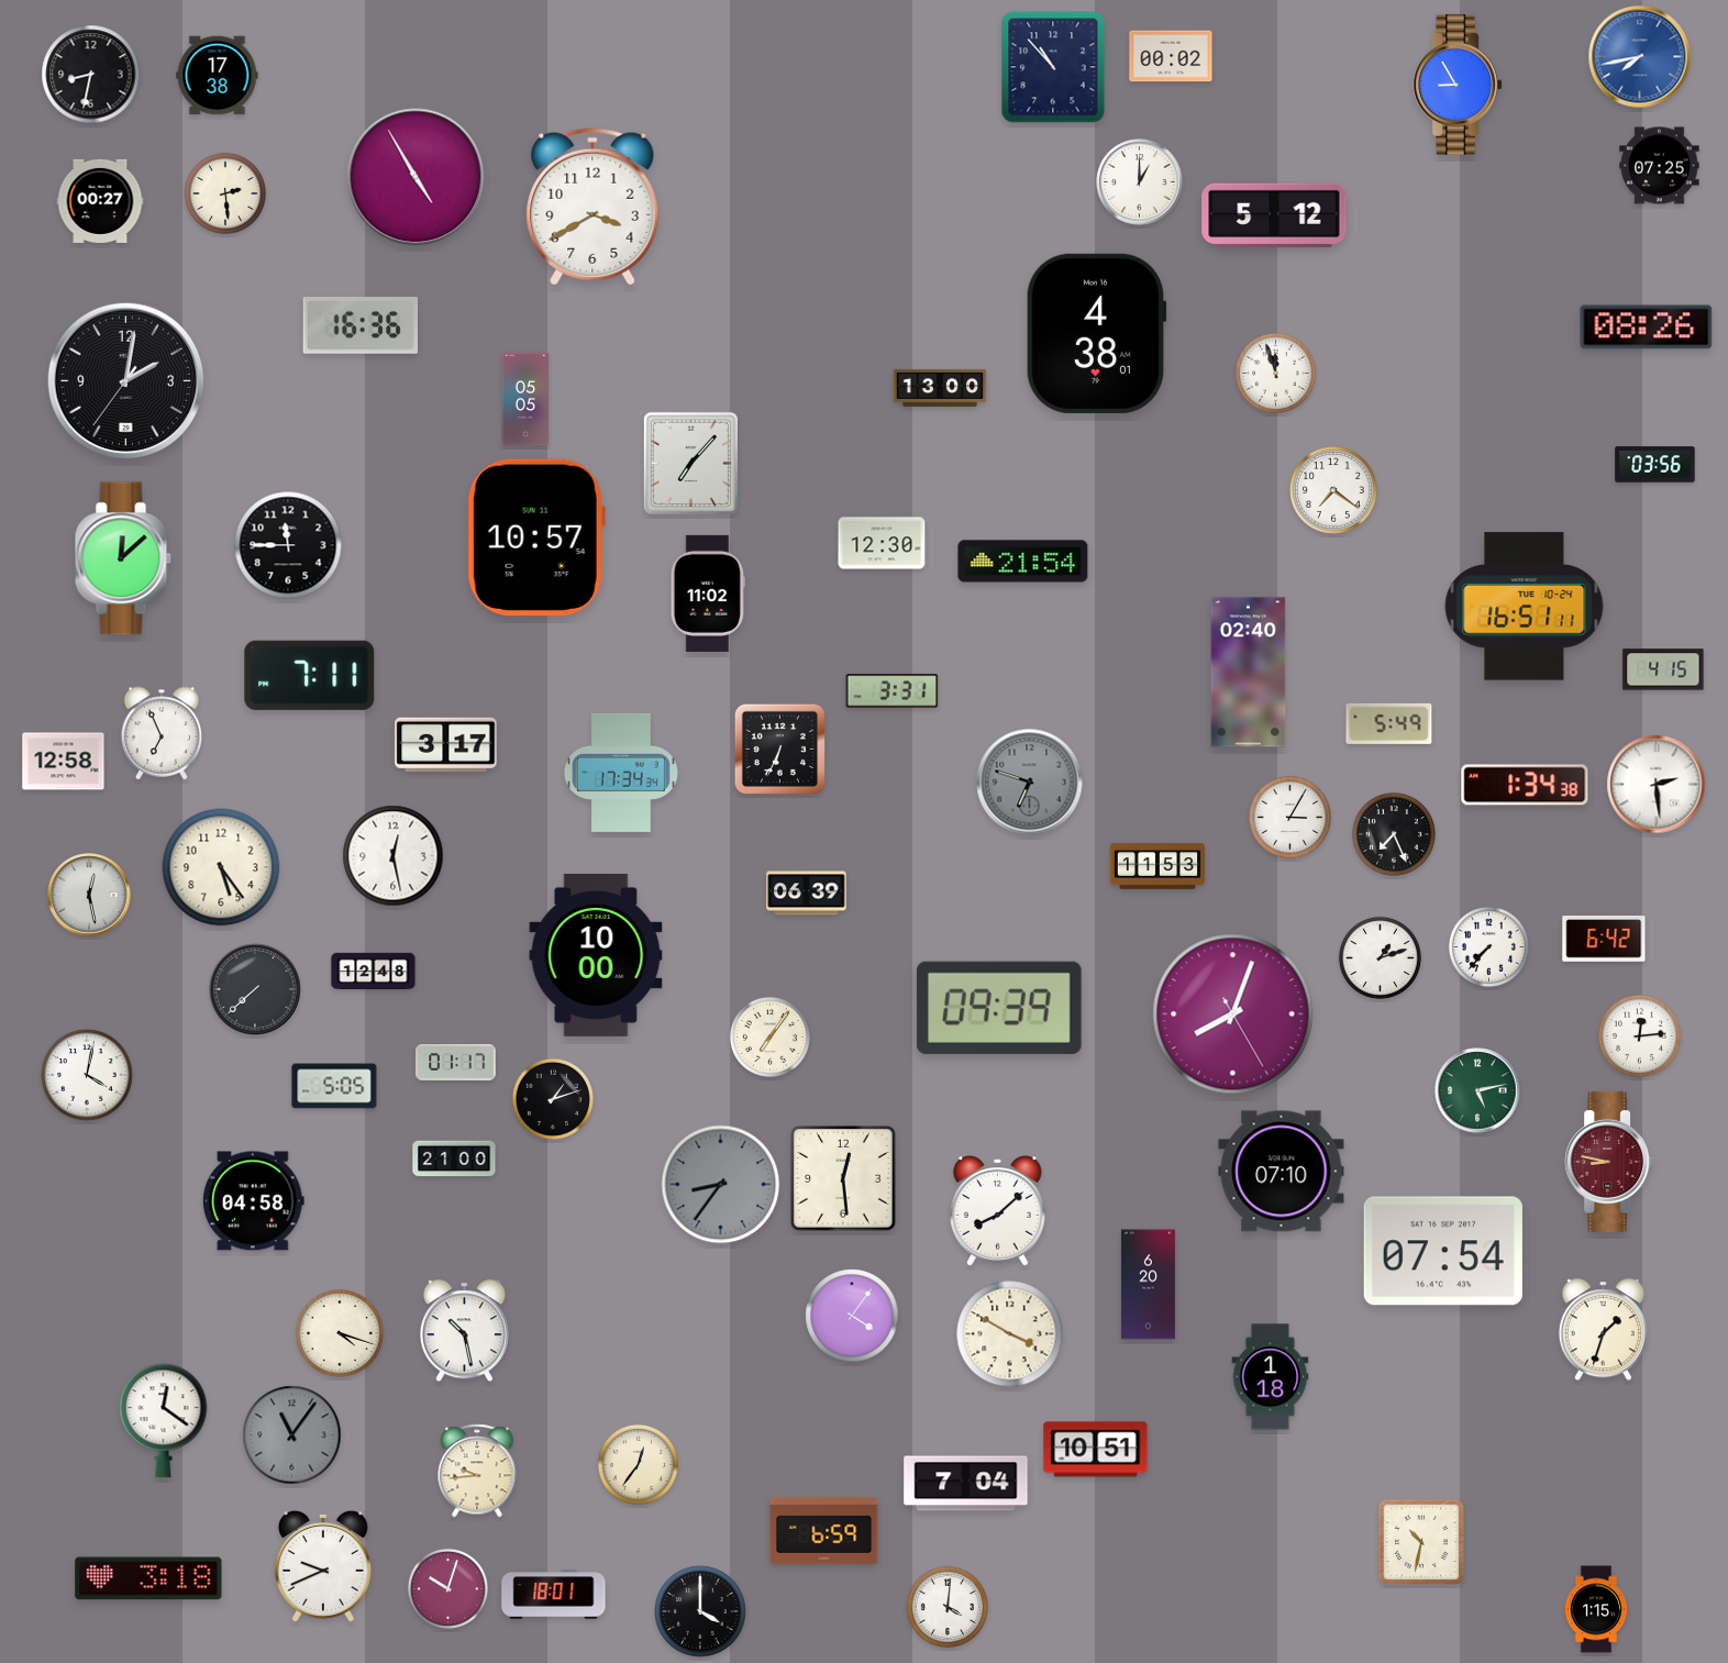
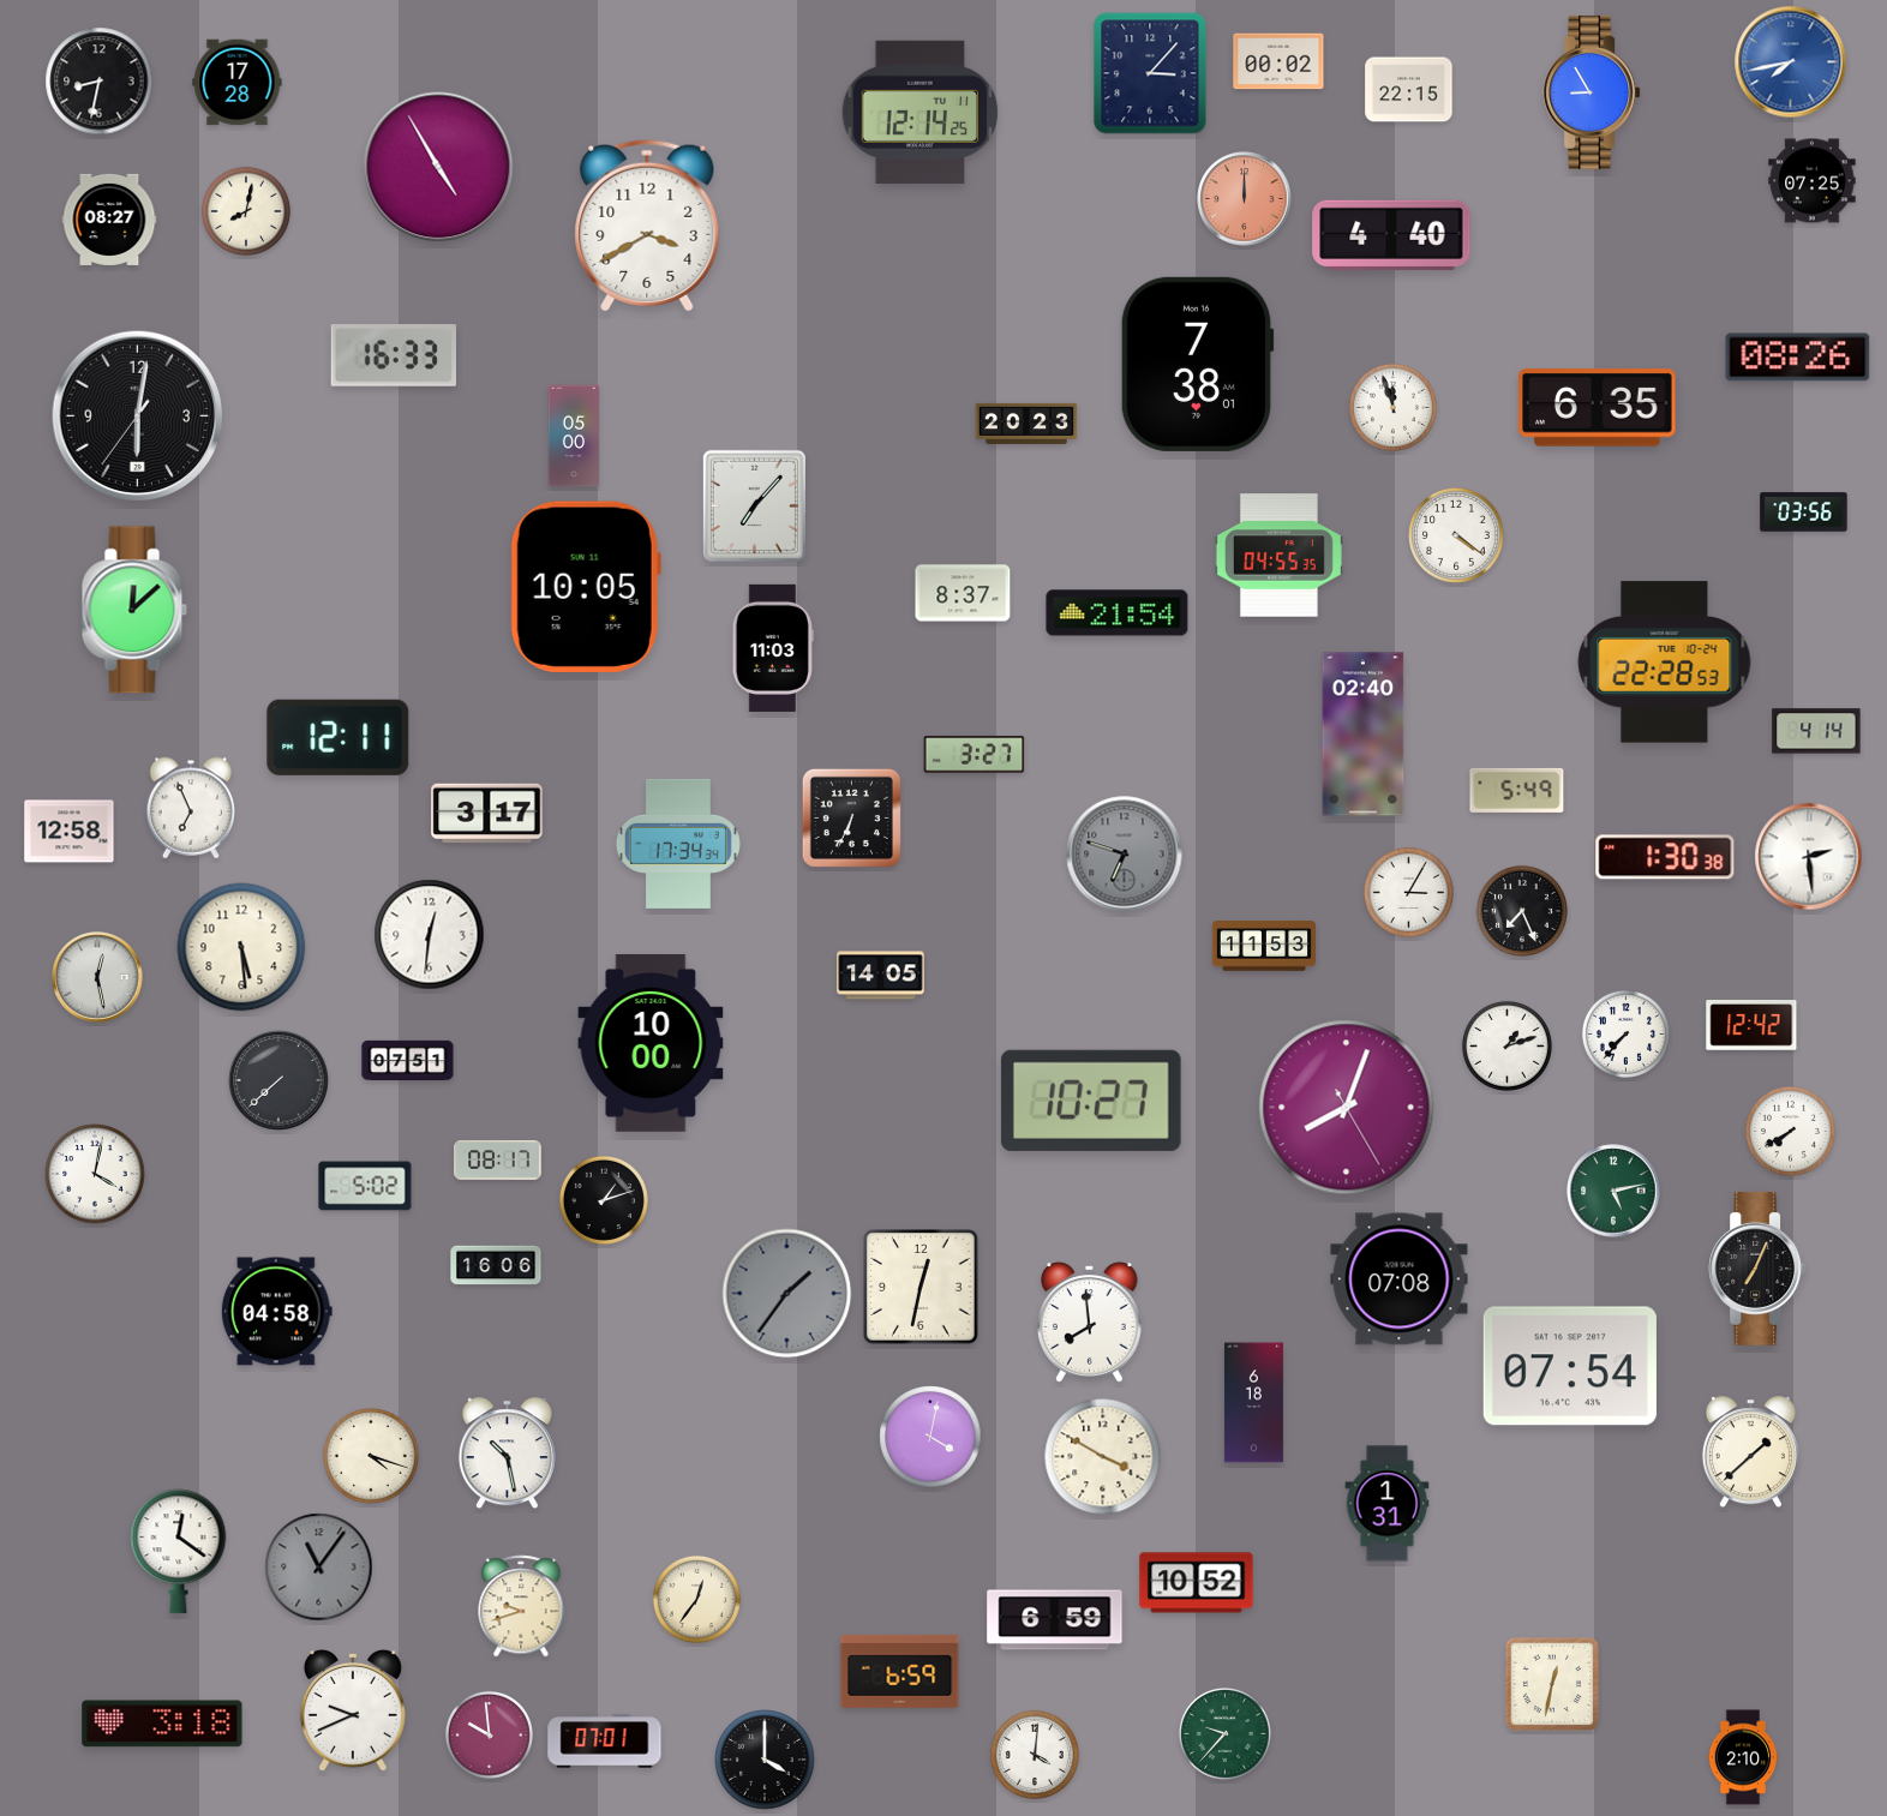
clock at (1053, 67): 10:53 -> 3:07
clock at (218, 76): 17:38 -> 17:28
clock at (1409, 90): none -> 22:15
clock at (921, 112): none -> 12:14
clock at (416, 177) position: (416, 177) -> (438, 167)
clock at (1140, 182): 1:00 -> 12:00
clock at (1140, 182) dial: white -> salmon
clock at (225, 193): 2:29 -> 8:02
clock at (100, 201): 00:27 -> 08:27
clock at (1274, 215): 5:12 -> 4:40
clock at (359, 326): 16:36 -> 16:33
clock at (1096, 333): 4:38 -> 7:38
clock at (1598, 408): none -> 6:35
clock at (126, 381): 2:01 -> 6:01
clock at (940, 388): 13:00 -> 20:23
clock at (525, 399): 05:05 -> 05:00
clock at (1655, 465) position: (1655, 465) -> (1804, 513)
clock at (1334, 491): 7:21 -> 4:21
clock at (1278, 556): none -> 04:55
clock at (536, 537): 10:57 -> 10:05
clock at (882, 543): 12:30 -> 8:37
clock at (288, 545): 11:45 -> none
clock at (708, 594): 11:02 -> 11:03
clock at (1525, 607): 16:51 -> 22:28
clock at (1663, 669): 4:15 -> 4:14
clock at (310, 675): 7:11 -> 12:11
clock at (893, 691): 3:31 -> 3:27
clock at (162, 733) position: (162, 733) -> (191, 808)
clock at (1525, 785): 1:34 -> 1:30
clock at (394, 856): 12:28 -> 12:31
clock at (221, 867): 5:24 -> 5:29
clock at (807, 894): 06:39 -> 14:05
clock at (1604, 940): 6:42 -> 12:42
clock at (374, 971): 12:48 -> 07:51
clock at (999, 1008): 09:39 -> 10:27
clock at (1639, 1035): 12:14 -> 7:40
clock at (769, 1036): 7:06 -> none
clock at (456, 1063): 01:17 -> 08:17
clock at (334, 1086): 5:05 -> 5:02
clock at (454, 1158): 21:00 -> 16:06
clock at (1609, 1162): 8:47 -> 7:04
clock at (1609, 1162) dial: burgundy -> black
clock at (1282, 1172): 07:10 -> 07:08
clock at (843, 1178): 12:29 -> 12:32
clock at (721, 1185): 8:36 -> 1:36
clock at (998, 1211): 8:08 -> 7:59
clock at (1443, 1251) position: (1443, 1251) -> (1570, 1366)
clock at (1148, 1285): 6:20 -> 6:18
clock at (852, 1316): 4:06 -> 4:02
clock at (1603, 1330): 1:33 -> 1:38
clock at (1271, 1377): 1:18 -> 1:31
clock at (1096, 1450): 10:51 -> 10:52
clock at (477, 1471): 9:44 -> 9:42
clock at (966, 1484): 7:04 -> 6:59
clock at (1420, 1541): 10:32 -> 12:32
clock at (1224, 1733): none -> 9:37
clock at (447, 1588): 10:03 -> 9:59
clock at (554, 1595): 18:01 -> 07:01
clock at (1596, 1609): 1:15 -> 2:10
